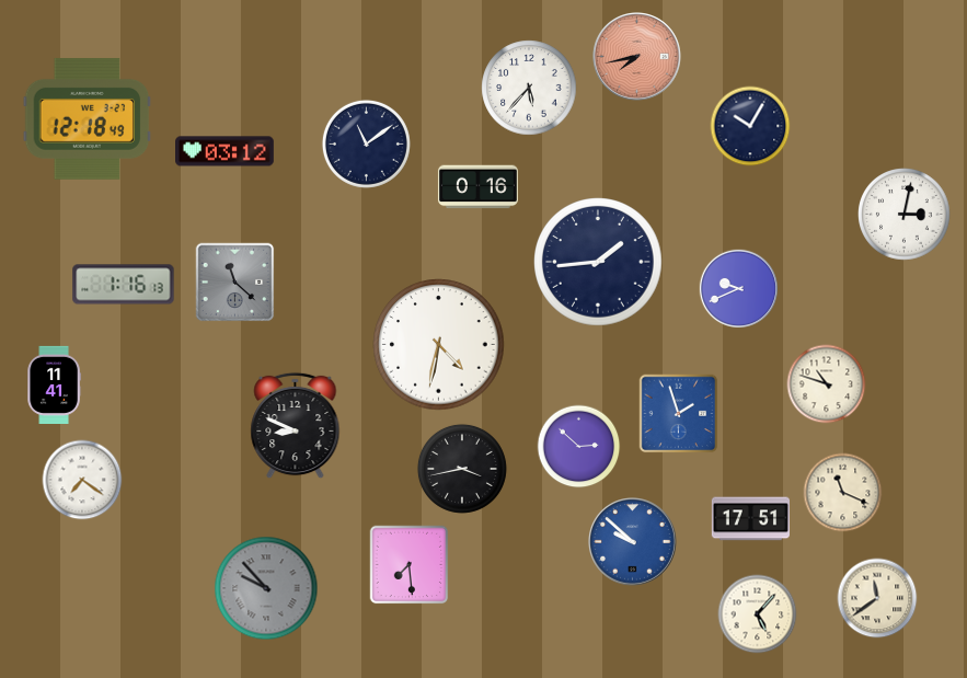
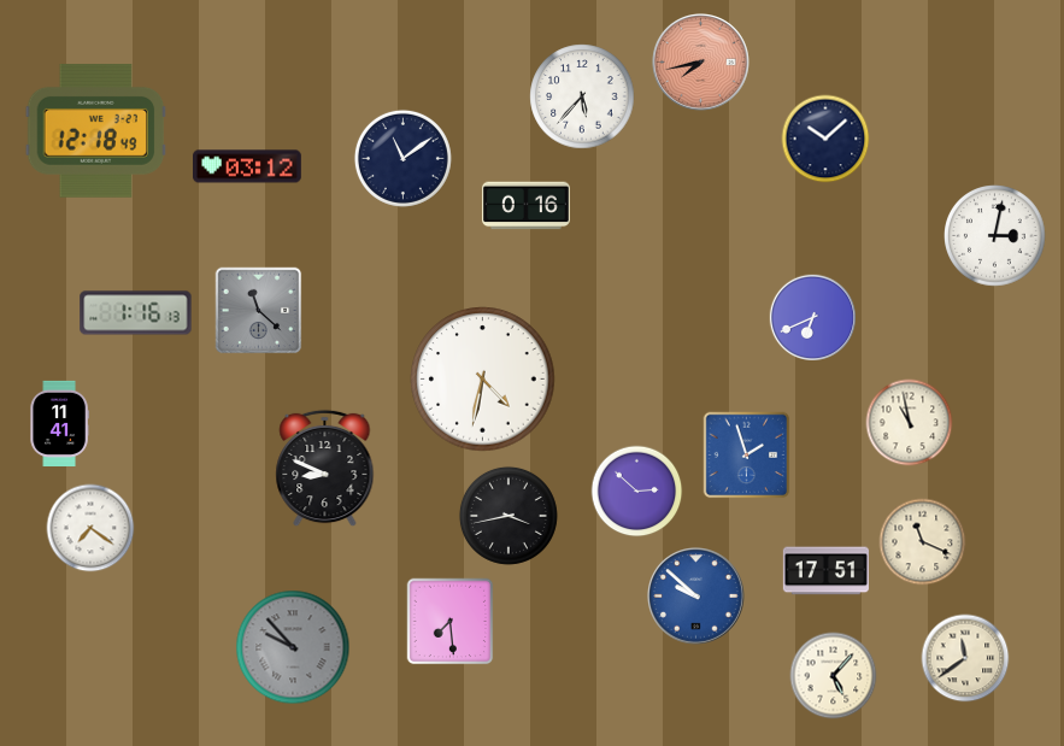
clock at (750, 126): 10:05 -> 10:08
clock at (599, 263): 1:44 -> none
clock at (738, 288): 9:41 -> 6:41
clock at (827, 384): 10:48 -> 10:58
clock at (843, 493) position: (843, 493) -> (923, 542)
